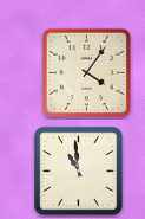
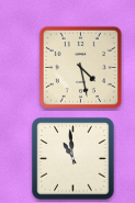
clock at (86, 72): 4:06 -> 4:28
